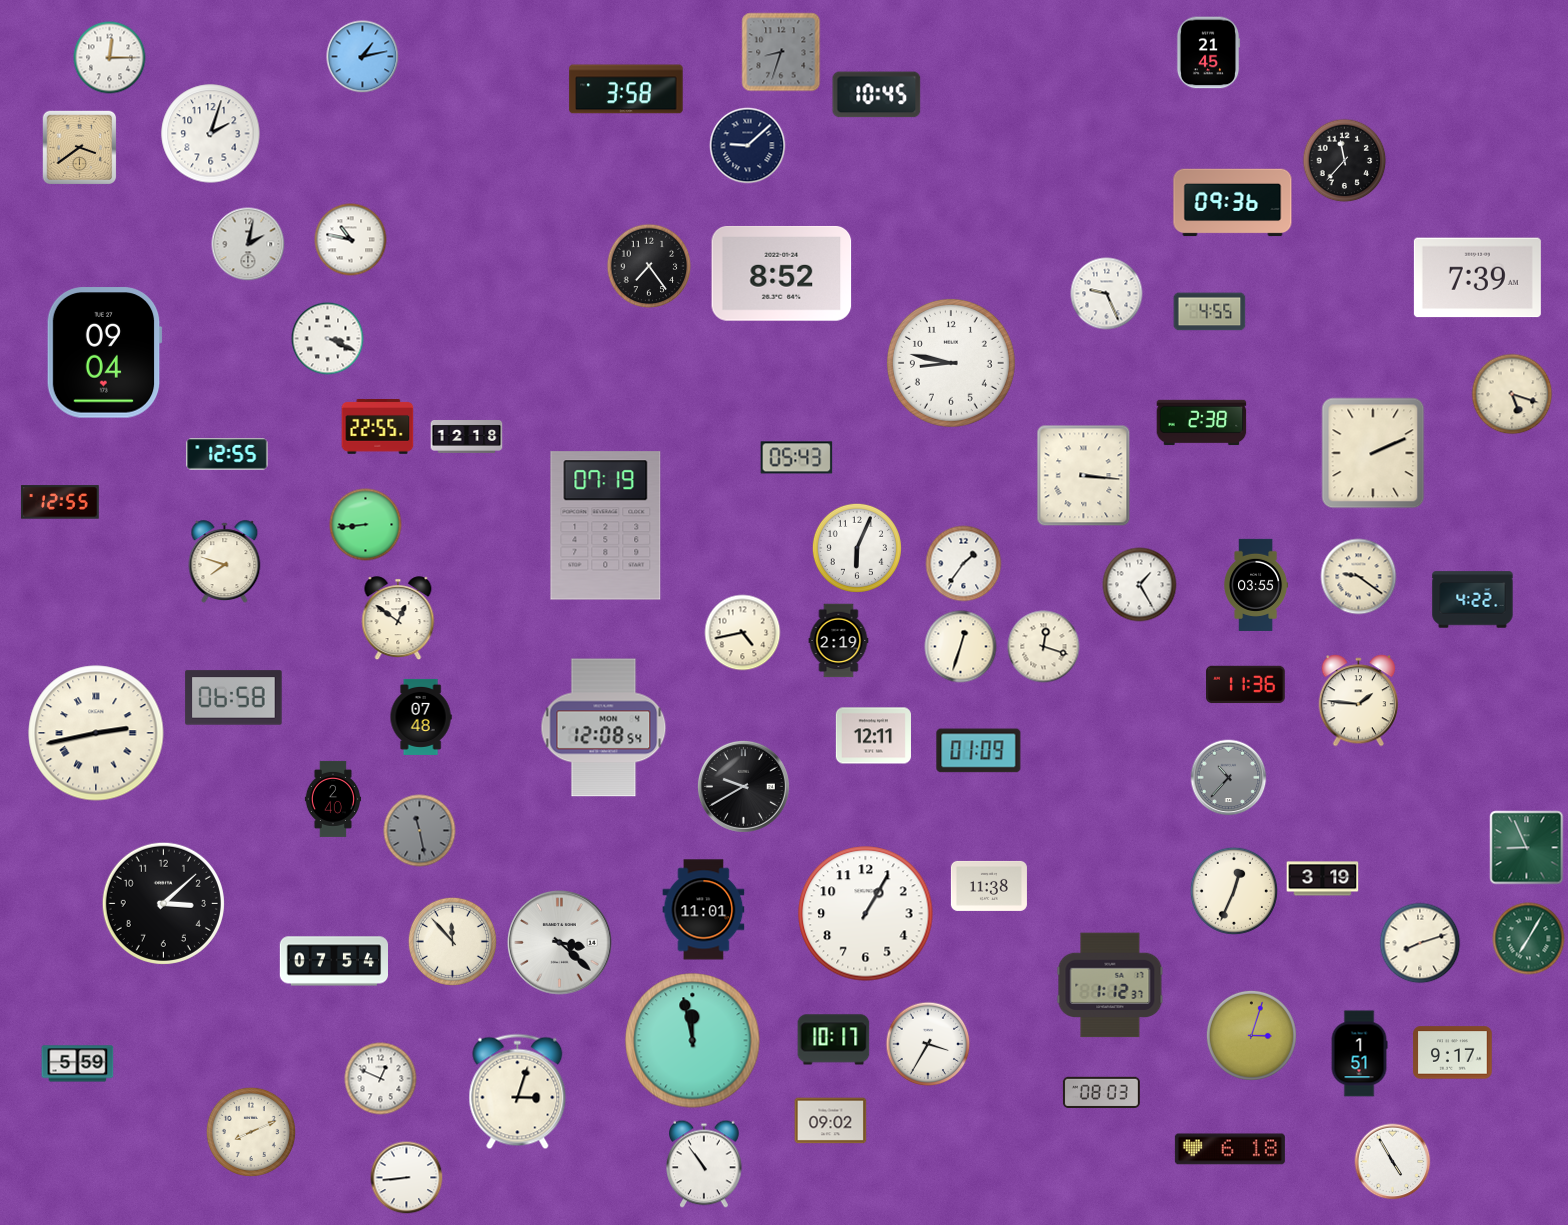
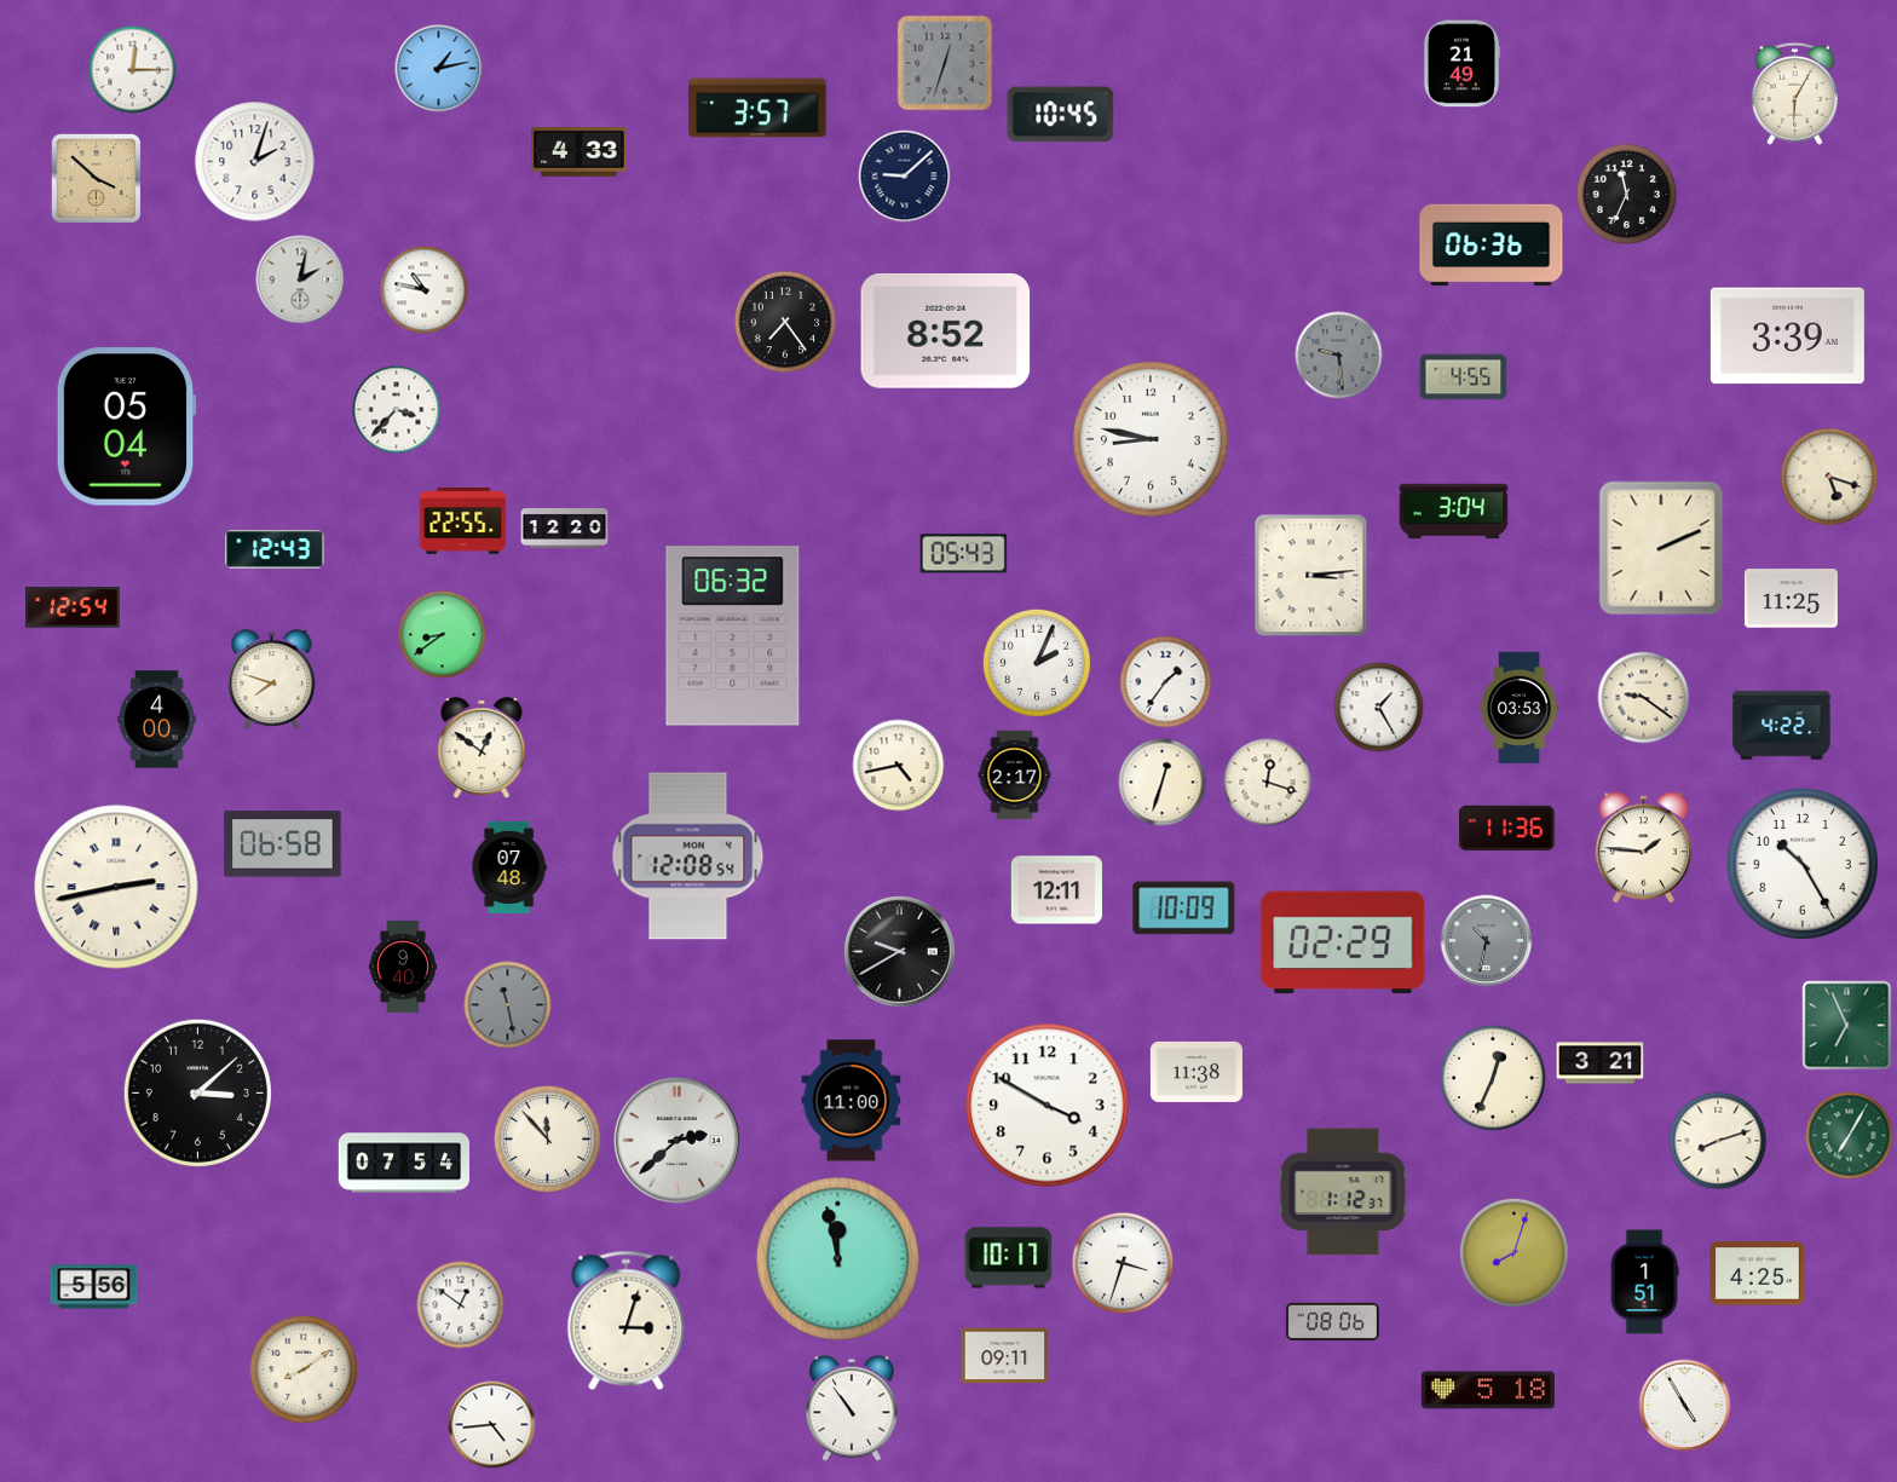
clock at (781, 52): 8:33 -> 12:33
clock at (1208, 53): 21:45 -> 21:49
clock at (1794, 93): none -> 6:05
clock at (626, 89): 3:58 -> 3:57
clock at (580, 152): none -> 4:33
clock at (80, 148): 3:39 -> 3:52
clock at (1345, 161): 11:37 -> 11:34
clock at (1233, 203): 09:36 -> 06:36
clock at (248, 244) position: (248, 244) -> (300, 279)
clock at (1477, 278): 7:39 -> 3:39
clock at (1107, 294): 9:26 -> 9:29
clock at (1107, 294) dial: white -> grey
clock at (328, 339): 3:19 -> 3:37
clock at (104, 353): 09:04 -> 05:04
clock at (1202, 423): 2:38 -> 3:04
clock at (378, 427) position: (378, 427) -> (463, 521)
clock at (467, 437): 12:18 -> 12:20
clock at (227, 454): 12:55 -> 12:43
clock at (1084, 476): 3:16 -> 3:14
clock at (1791, 599): none -> 11:25
clock at (60, 502): 12:55 -> 12:54
clock at (366, 525): 8:44 -> 8:39
clock at (606, 526): 07:19 -> 06:32
clock at (857, 548): 6:04 -> 2:04
clock at (1256, 585): 03:55 -> 03:53
clock at (157, 720): none -> 4:00
clock at (839, 641): 2:19 -> 2:17
clock at (1044, 647) position: (1044, 647) -> (1268, 783)
clock at (1803, 864): none -> 10:25
clock at (604, 728) position: (604, 728) -> (688, 857)
clock at (979, 751): 01:09 -> 10:09
clock at (1229, 778): 10:37 -> 10:32
clock at (1343, 942): none -> 02:29
clock at (332, 799): 2:40 -> 9:40
clock at (1527, 848): 8:56 -> 6:56
clock at (1323, 879): 3:19 -> 3:21
clock at (704, 910): 11:01 -> 11:00
clock at (866, 914): 1:05 -> 3:50
clock at (560, 943): 3:22 -> 2:38
clock at (1251, 1035): 3:03 -> 8:03
clock at (928, 1044): 3:35 -> 3:33
clock at (1453, 1053): 9:17 -> 4:25
clock at (1359, 1054) position: (1359, 1054) -> (1644, 1282)
clock at (78, 1064): 5:59 -> 5:56
clock at (381, 1079): 12:49 -> 12:51
clock at (1101, 1093): 08:03 -> 08:06
clock at (831, 1121): 09:02 -> 09:11
clock at (251, 1132): 8:11 -> 8:09
clock at (1230, 1149): 6:18 -> 5:18
clock at (407, 1178): 8:44 -> 4:44
